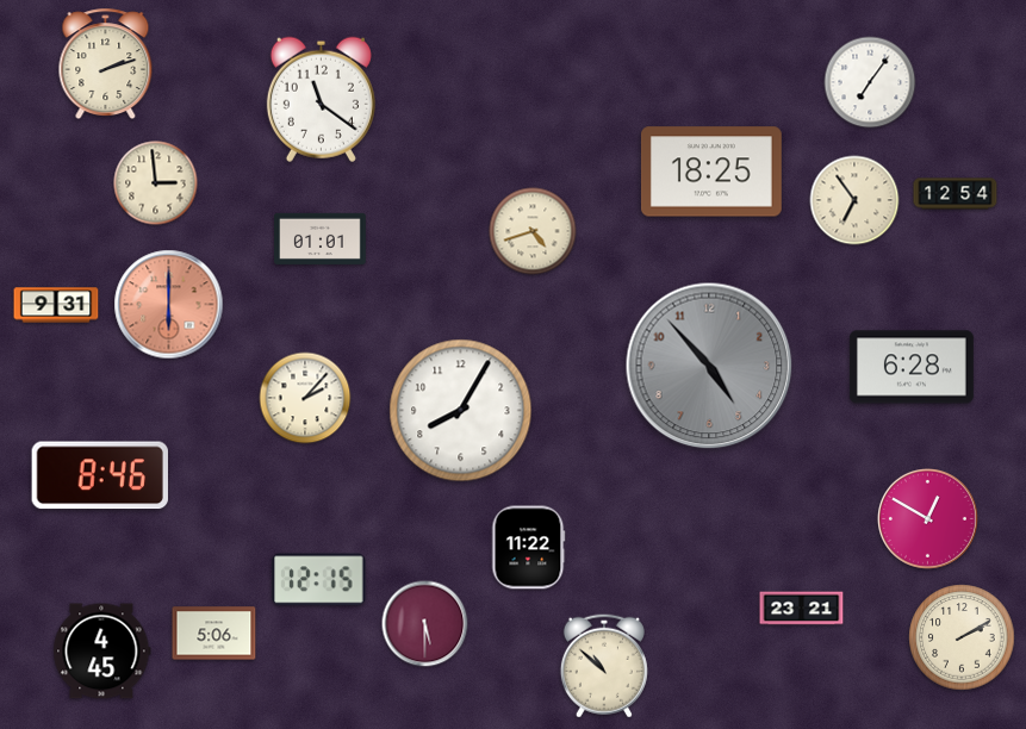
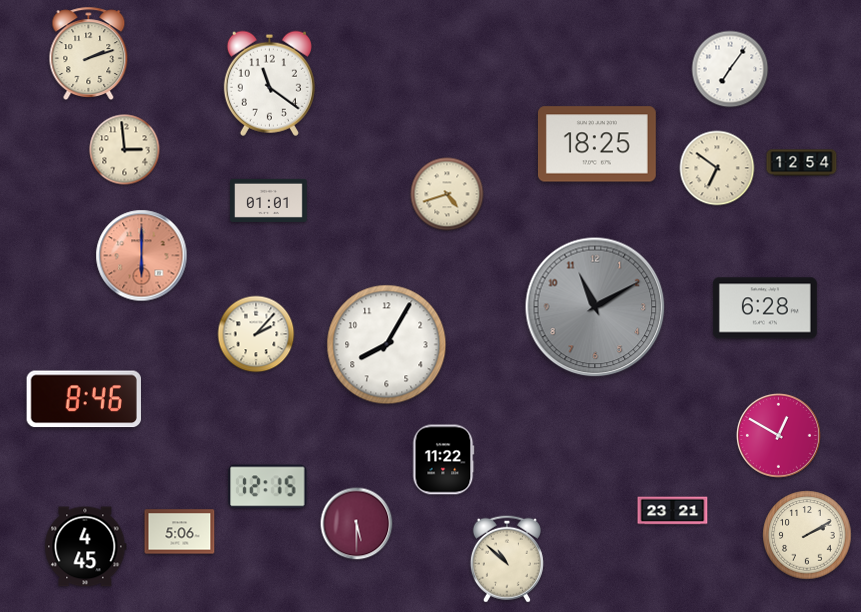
clock at (156, 183) position: (156, 183) -> (125, 150)
clock at (854, 200): 6:54 -> 6:51
clock at (56, 305): 9:31 -> none
clock at (709, 366): 4:53 -> 11:10
